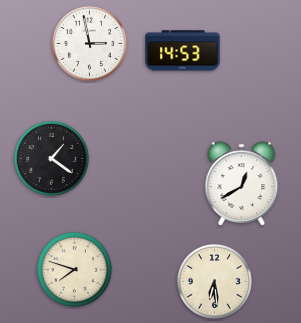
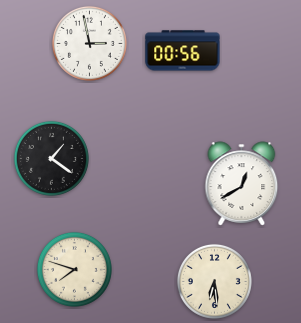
clock at (183, 51): 14:53 -> 00:56
